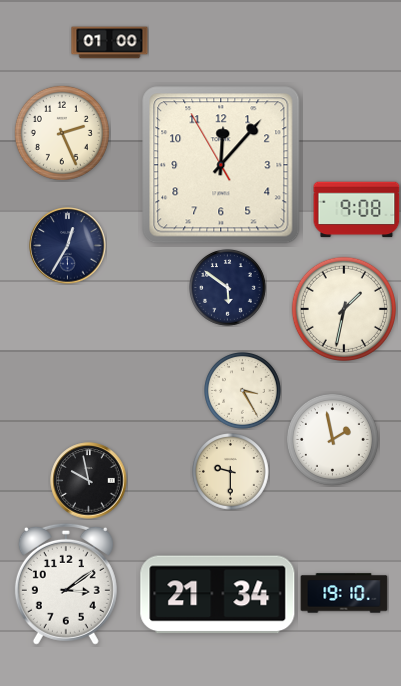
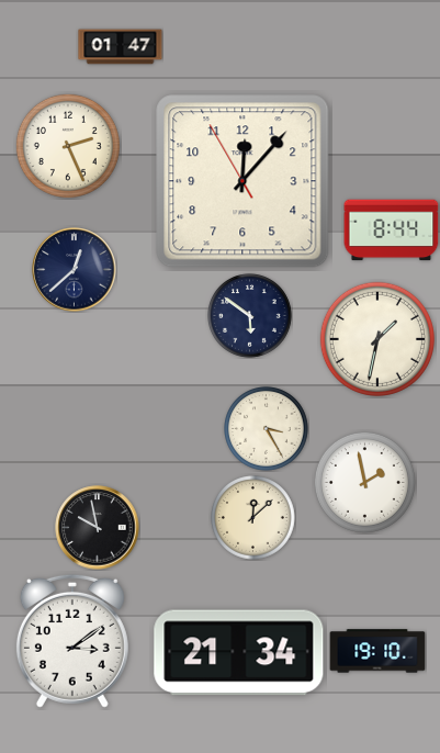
clock at (110, 43): 01:00 -> 01:47
clock at (357, 210): 9:08 -> 8:44
clock at (68, 246): 12:35 -> 12:38
clock at (231, 472): 9:30 -> 12:08
